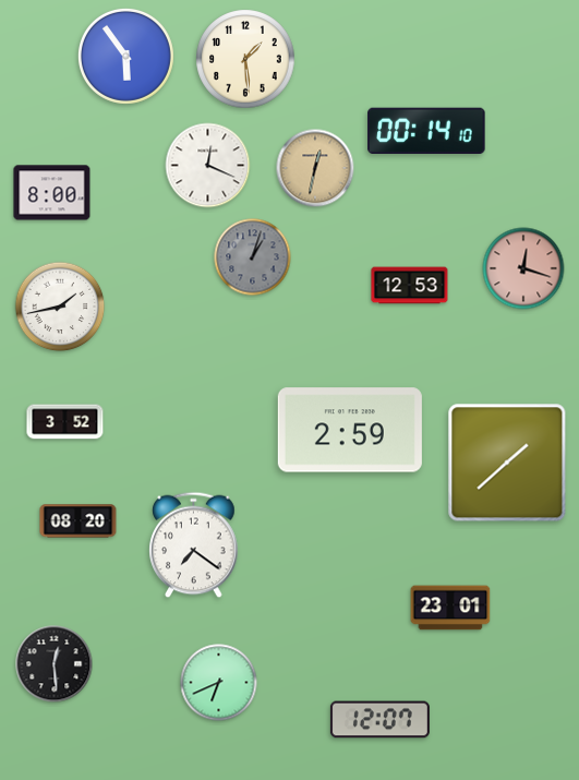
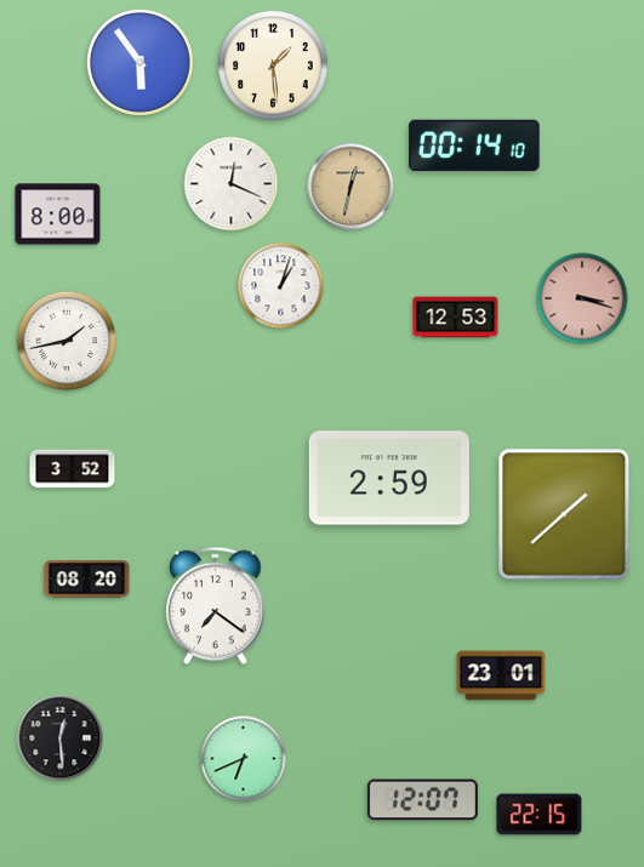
clock at (253, 257) dial: grey -> white
clock at (523, 268): 12:18 -> 3:18
clock at (540, 815): none -> 22:15
